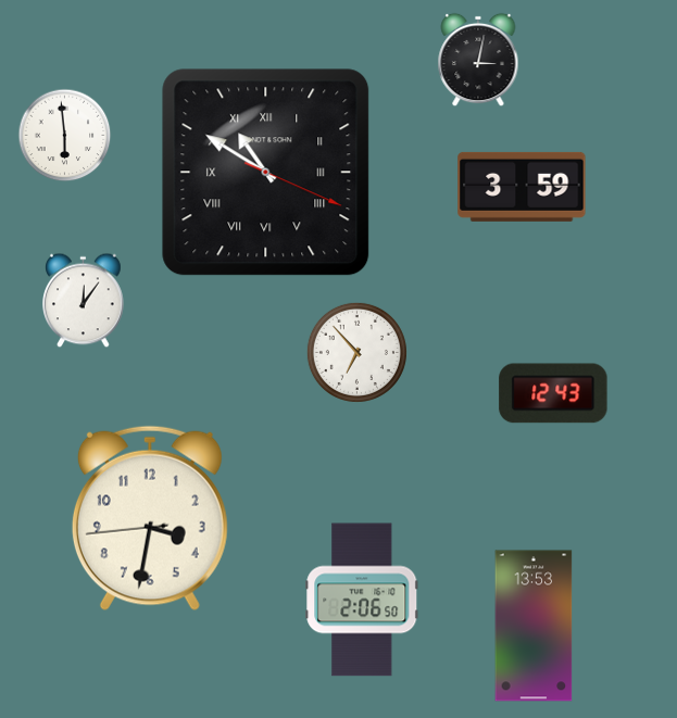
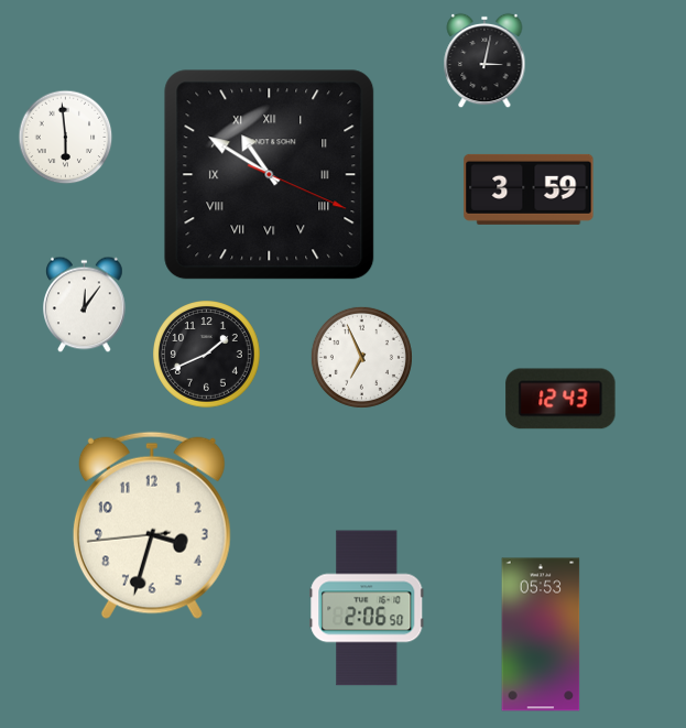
clock at (207, 355): none -> 1:41
clock at (356, 352): 6:53 -> 6:56
clock at (150, 518): 3:31 -> 3:32
clock at (534, 626): 13:53 -> 05:53
